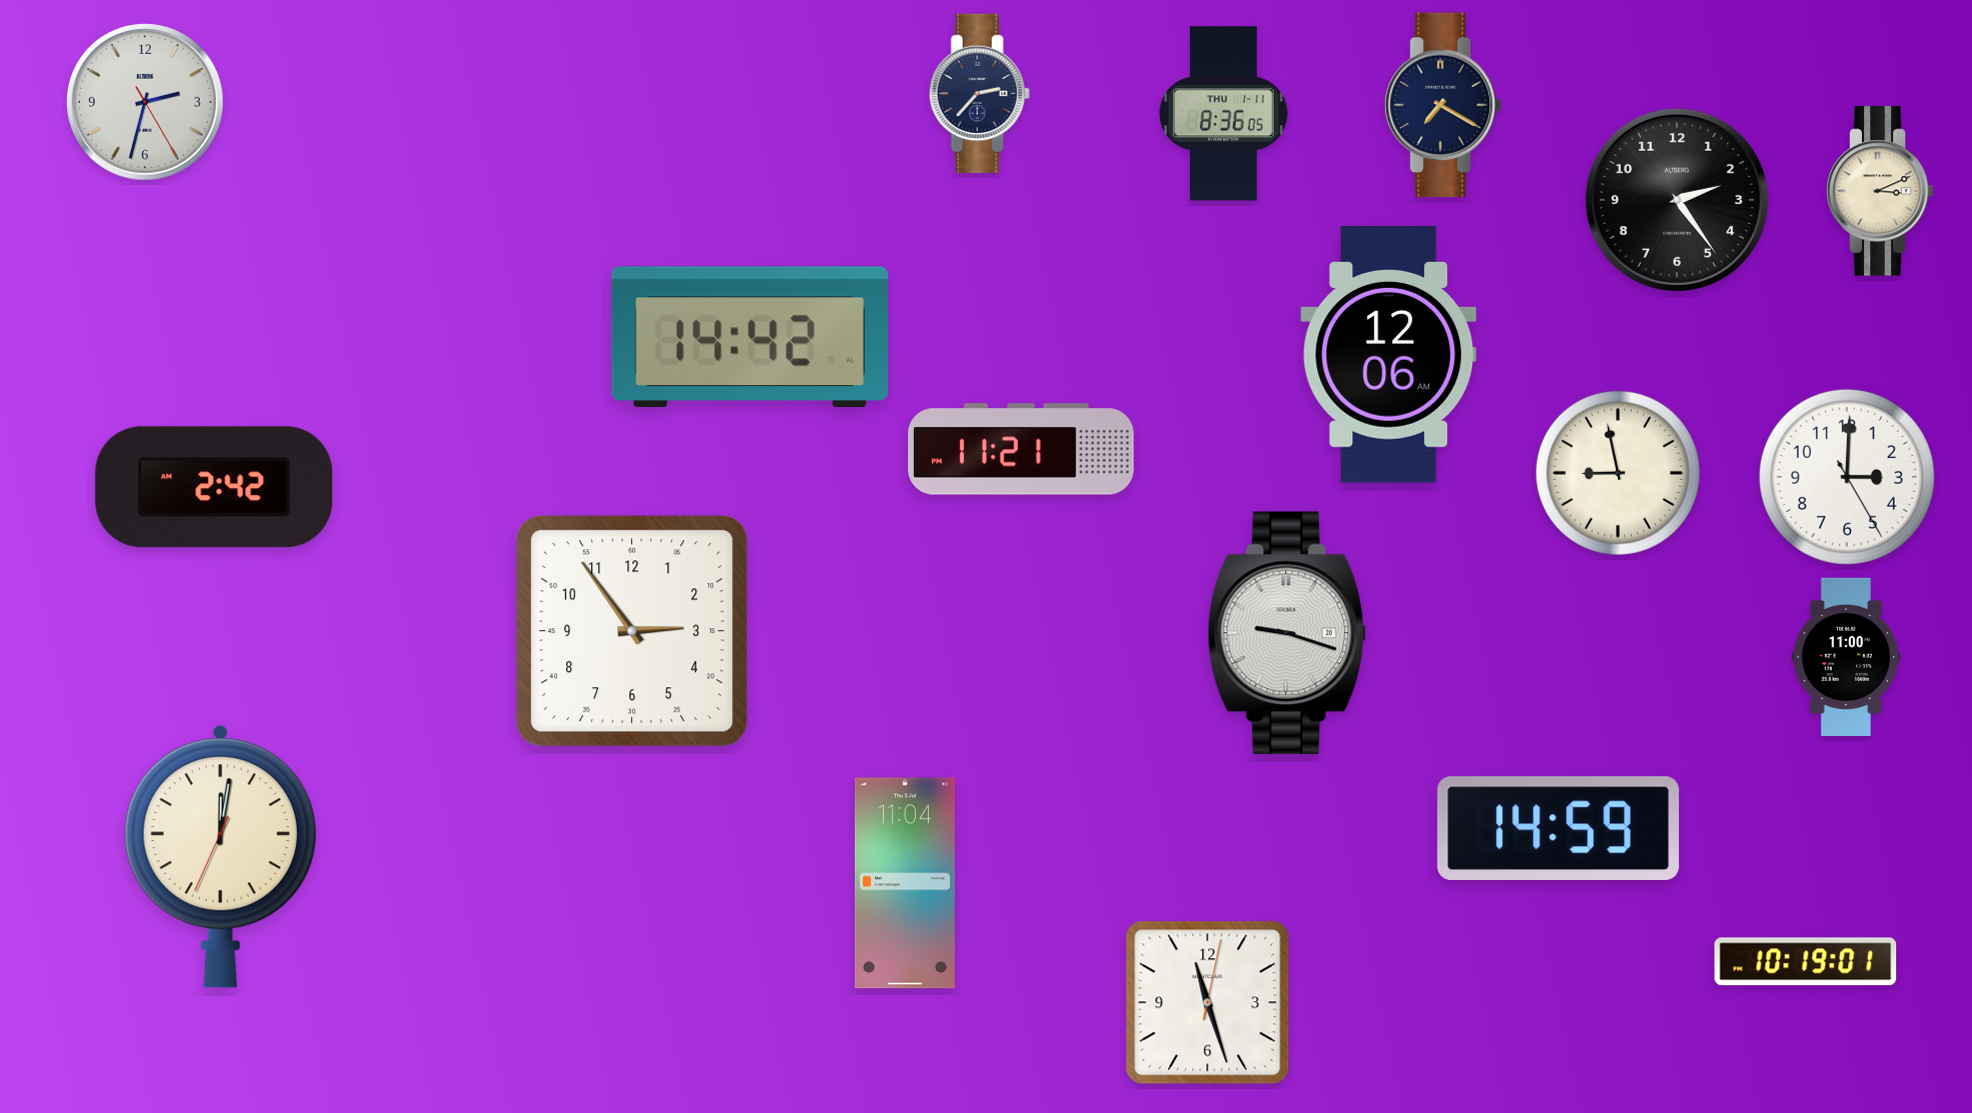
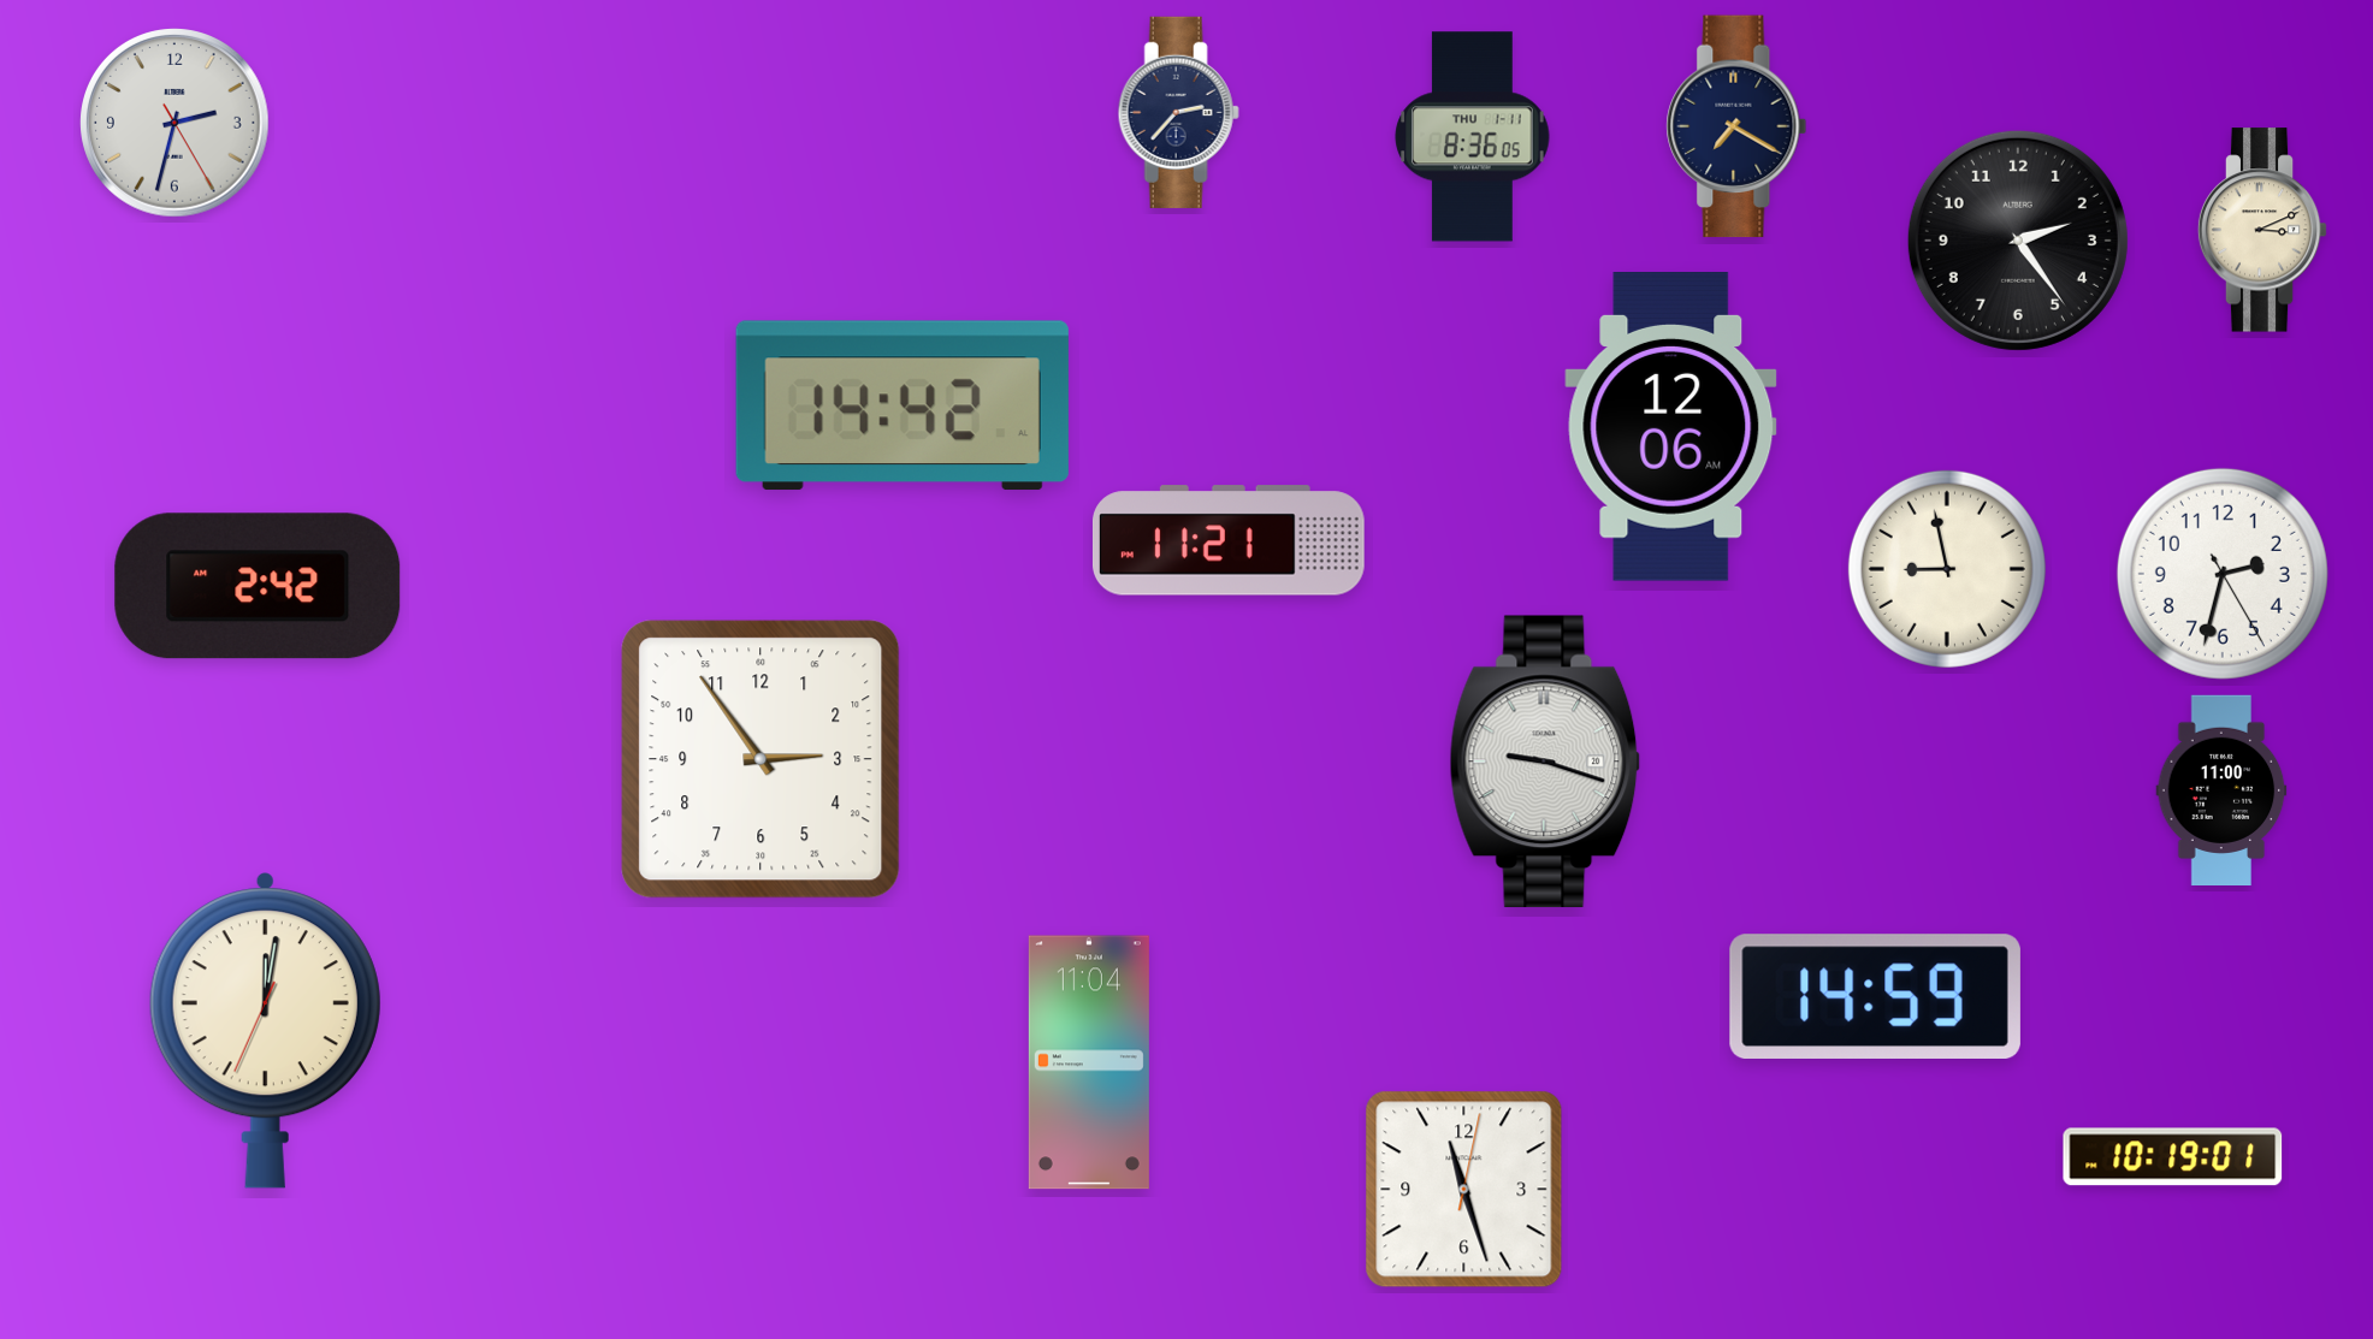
clock at (1847, 477): 3:00 -> 2:32
clock at (1287, 633) position: (1287, 633) -> (1545, 762)
clock at (1208, 1003) position: (1208, 1003) -> (1464, 1190)
